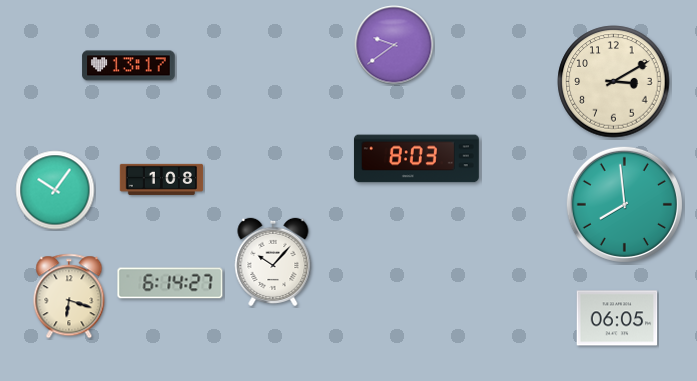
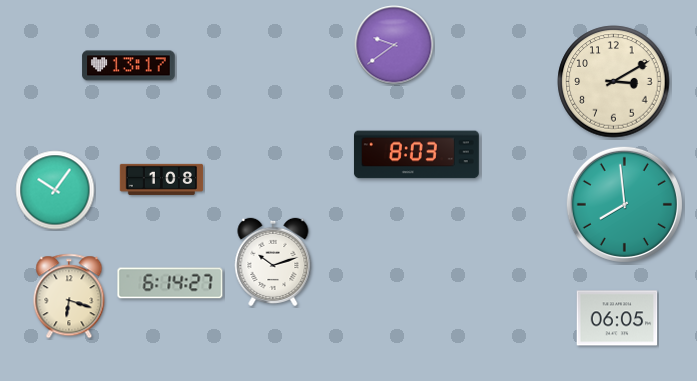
clock at (416, 159) position: (416, 159) -> (416, 155)
clock at (273, 262): 10:07 -> 10:12
